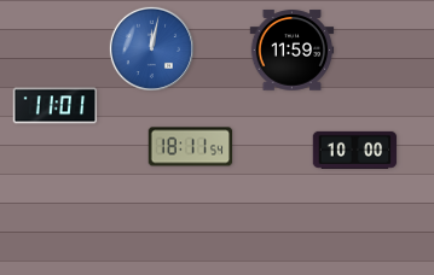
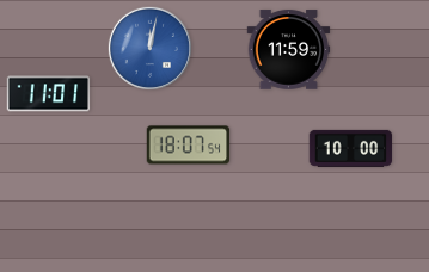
clock at (56, 106) position: (56, 106) -> (49, 94)
clock at (191, 147): 18:11 -> 18:07
